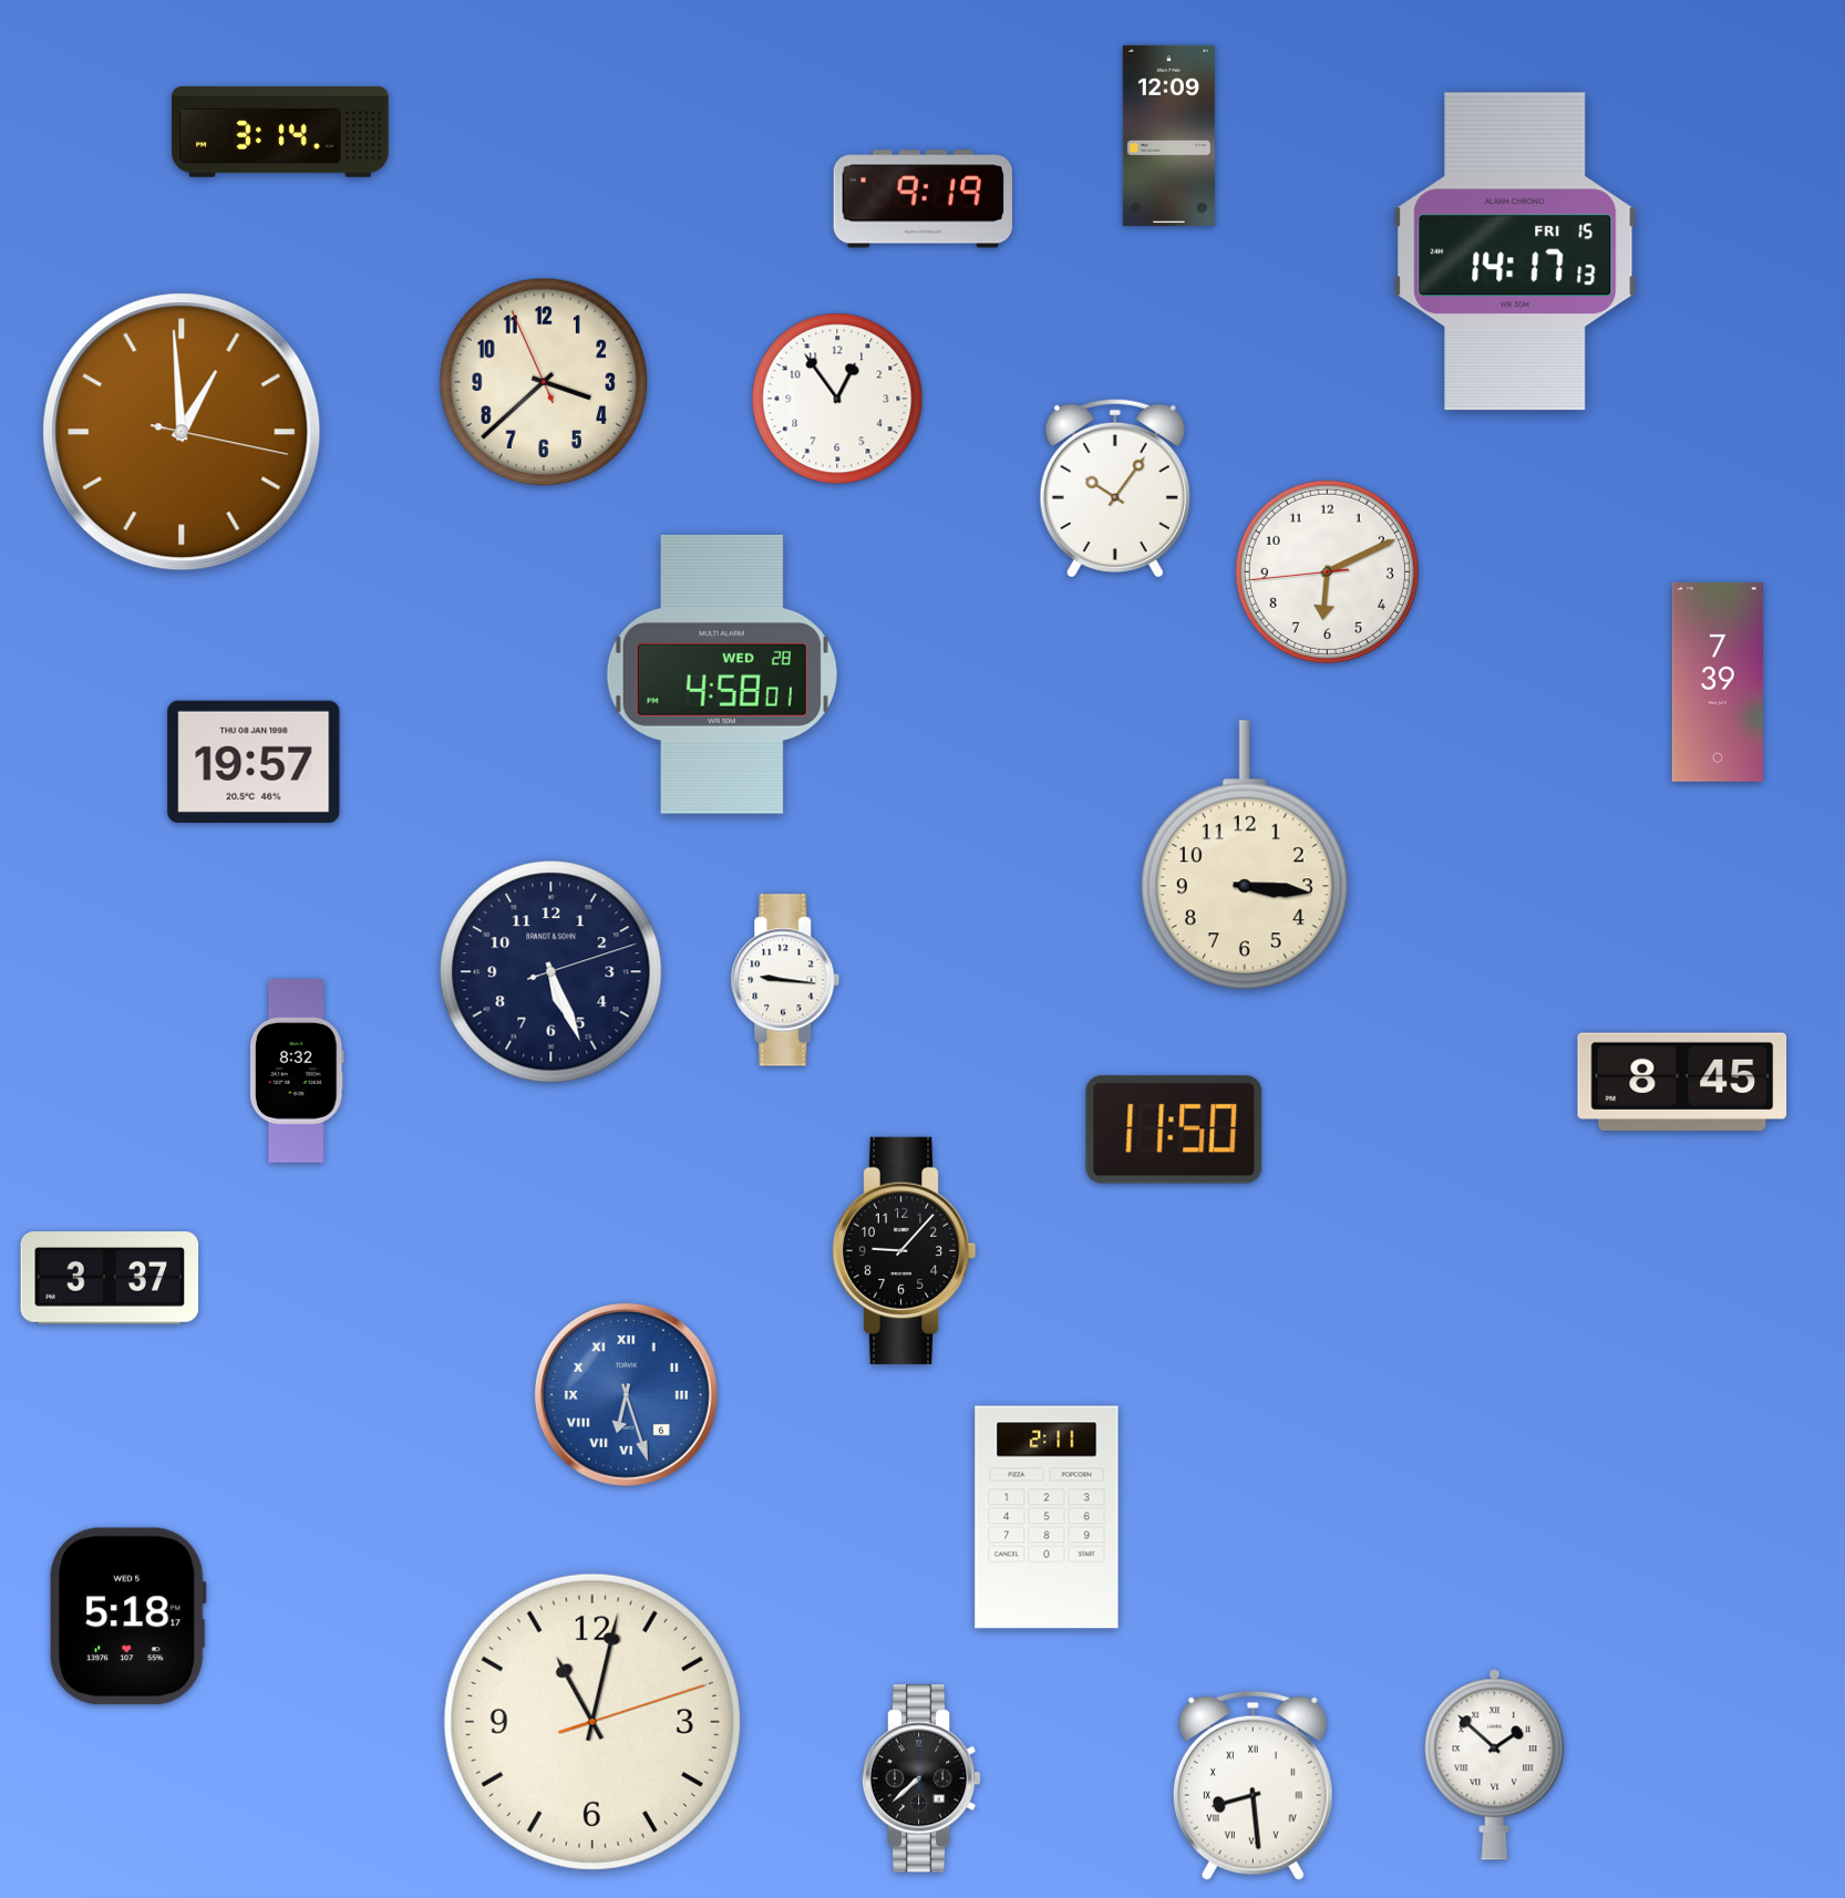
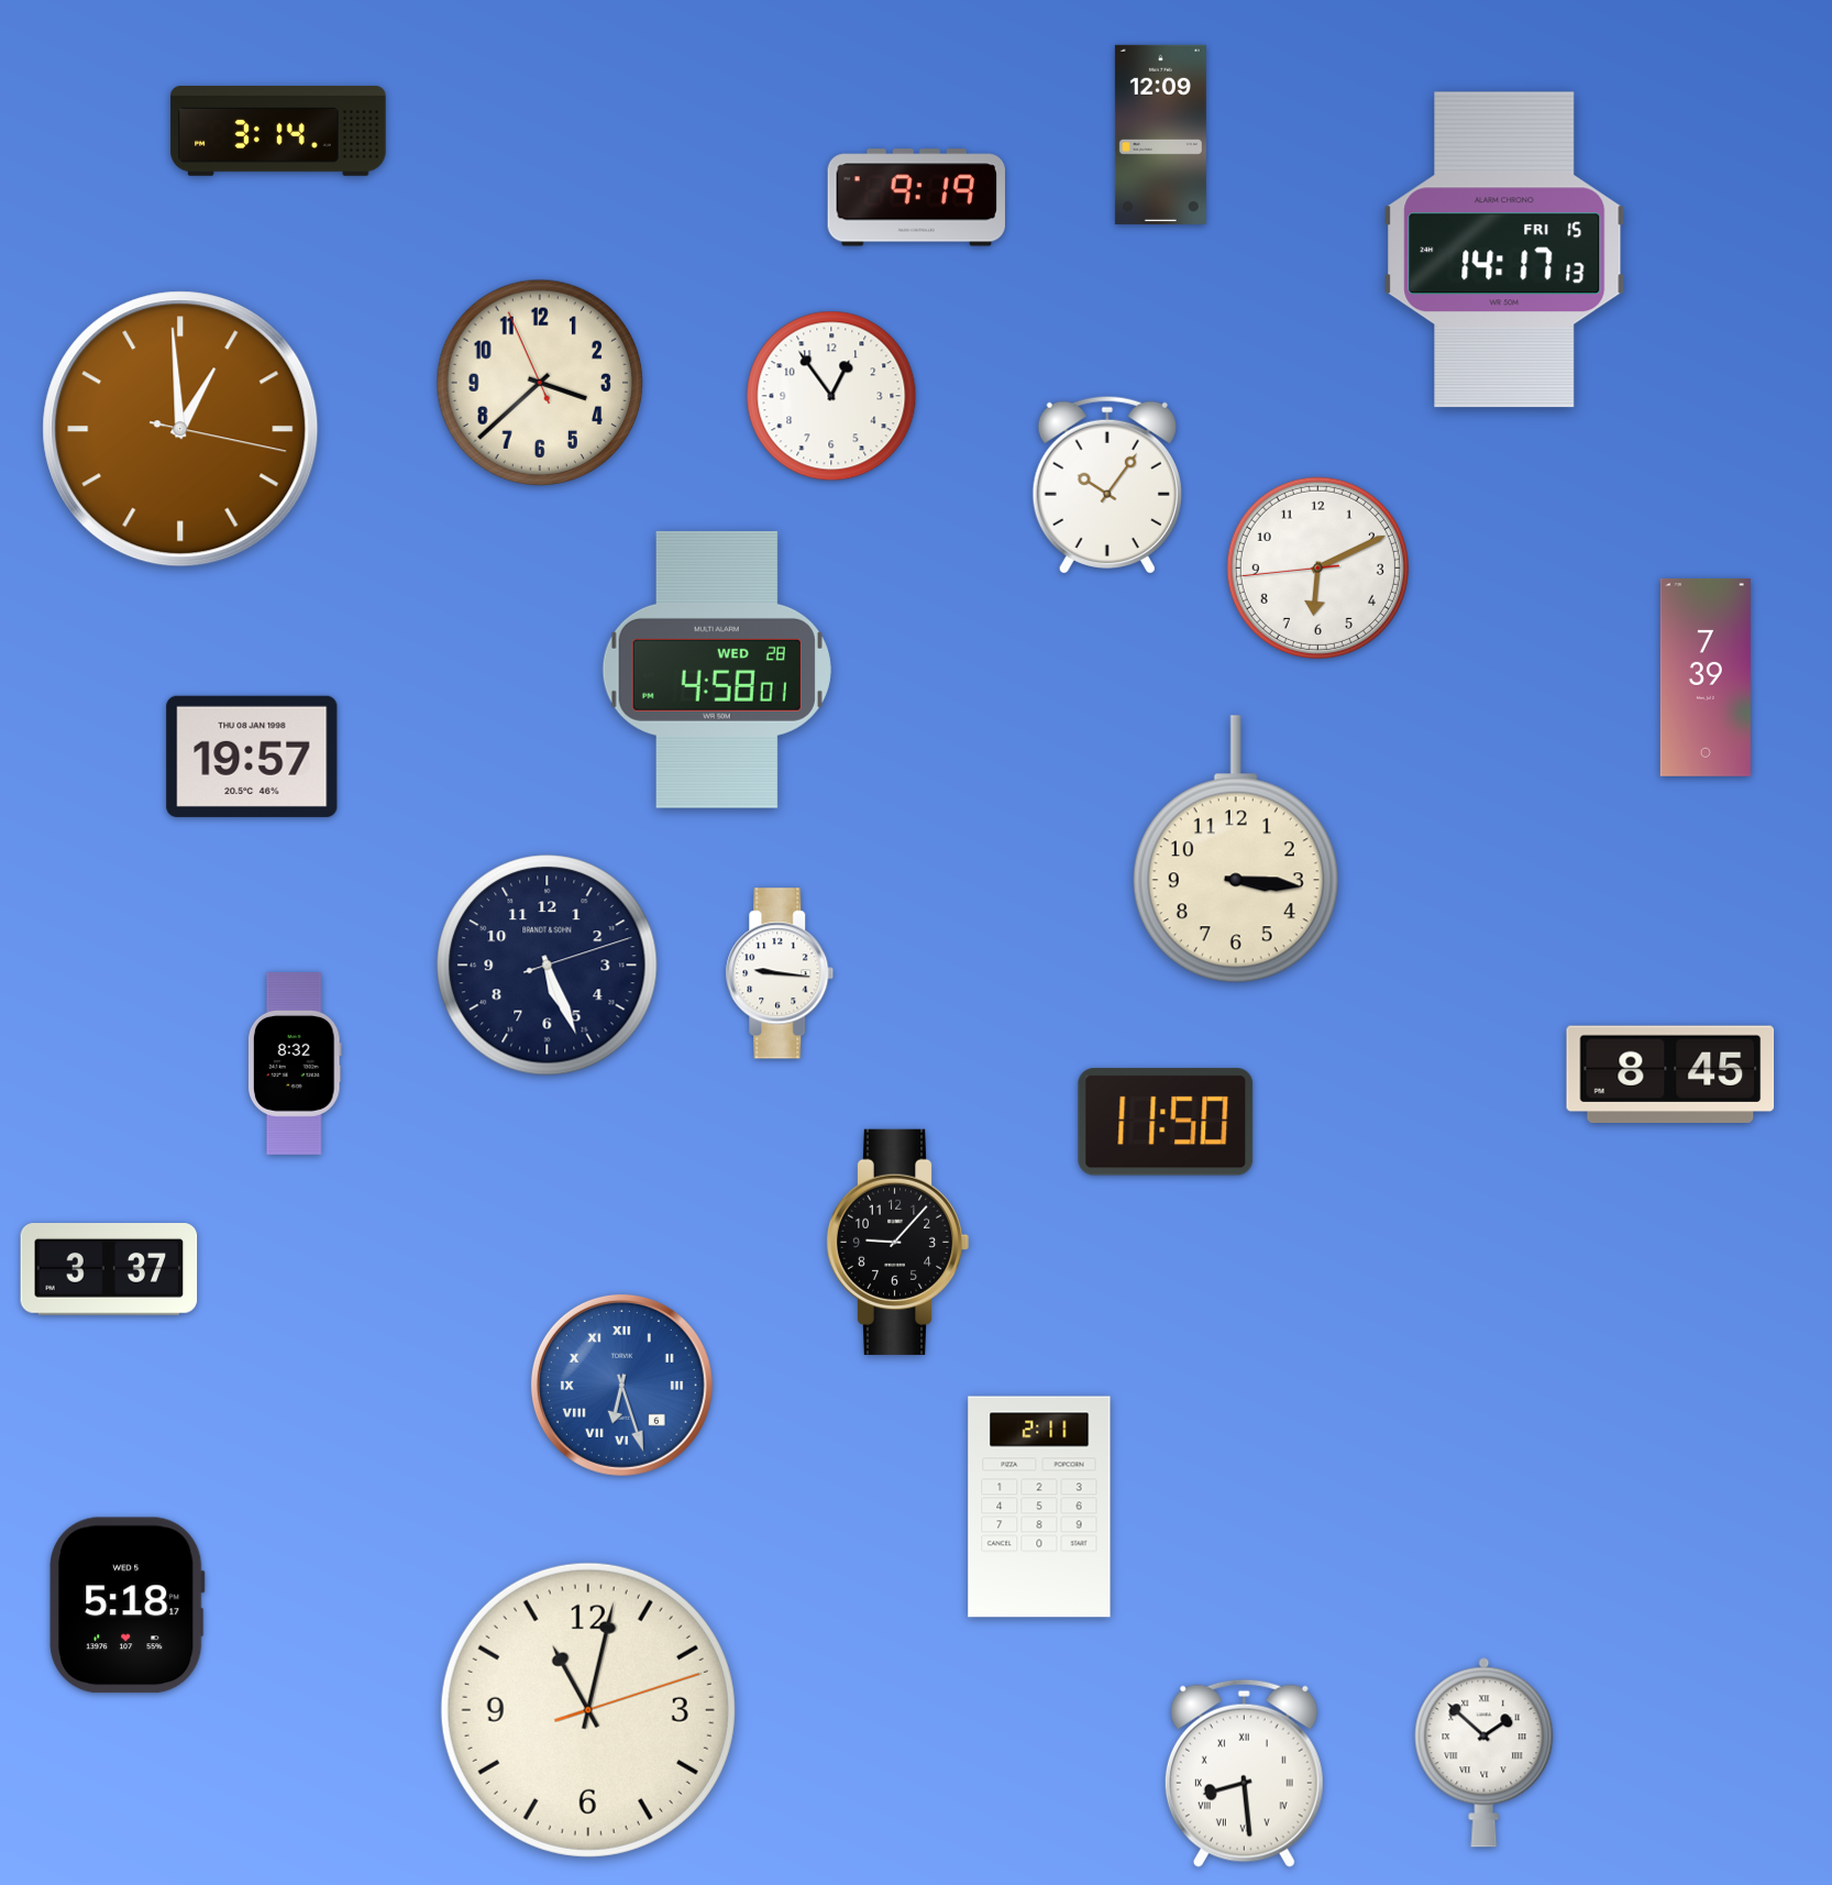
clock at (543, 381) position: (543, 381) -> (539, 382)
clock at (921, 1778): 7:38 -> none
